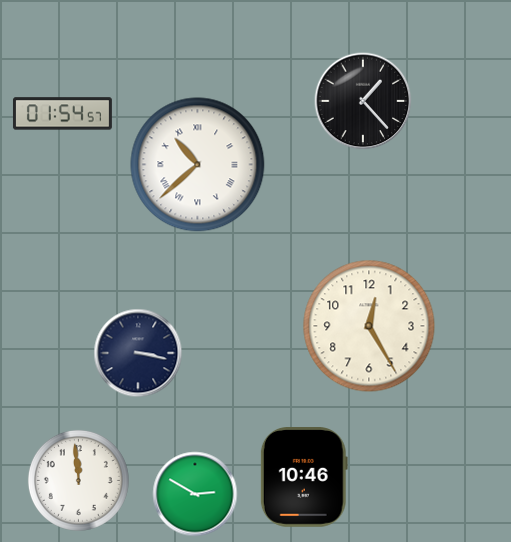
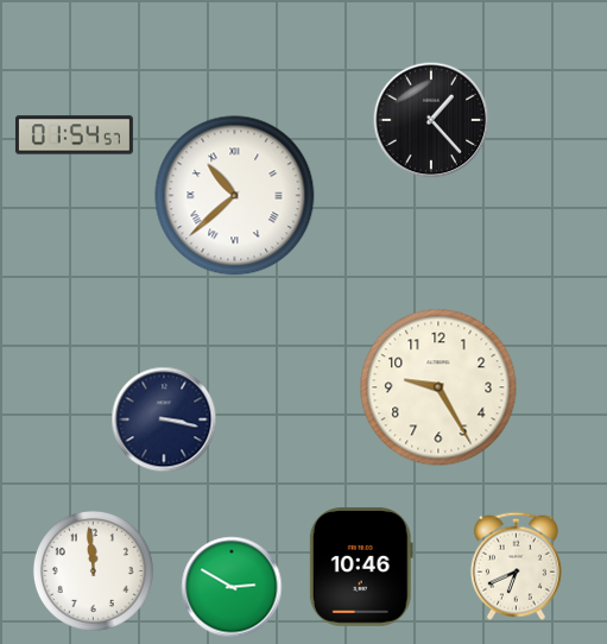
clock at (369, 326): 12:25 -> 9:25
clock at (516, 566): none -> 6:41
